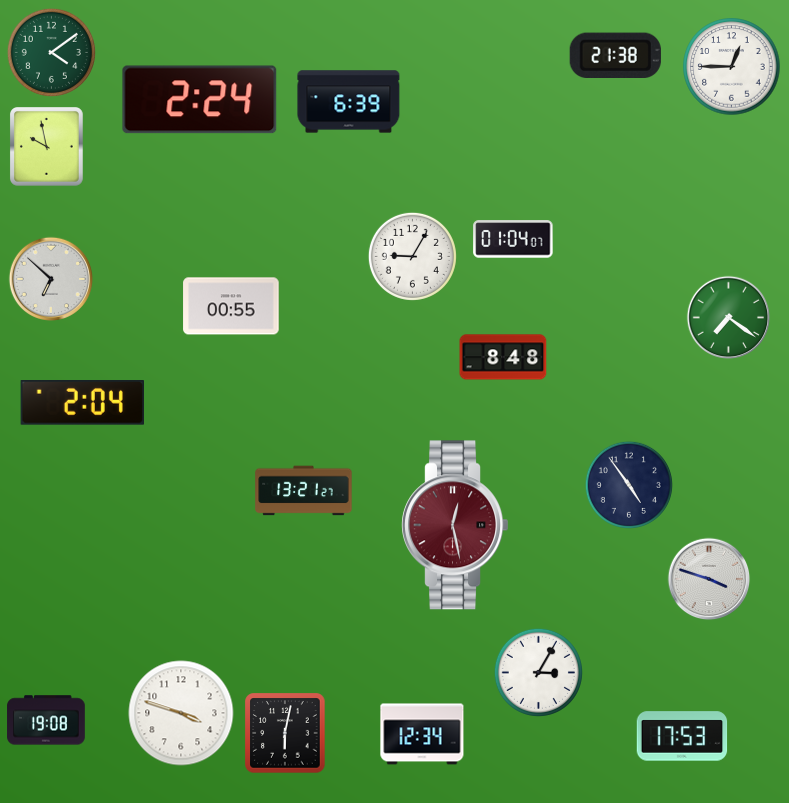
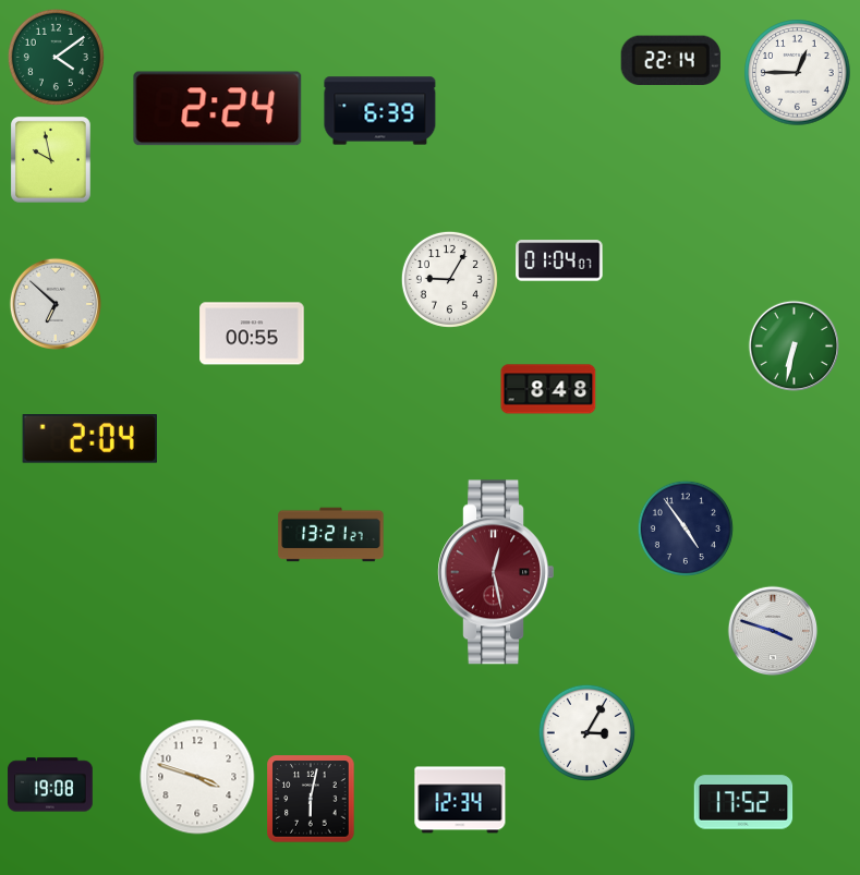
clock at (615, 55): 21:38 -> 22:14
clock at (729, 318): 7:21 -> 6:32
clock at (682, 736): 17:53 -> 17:52
